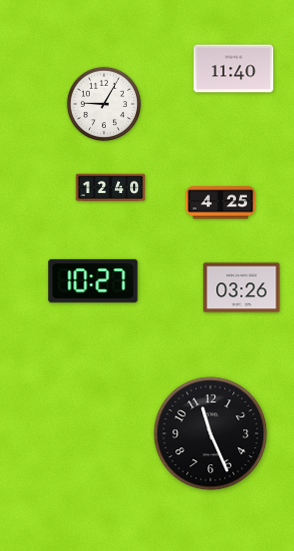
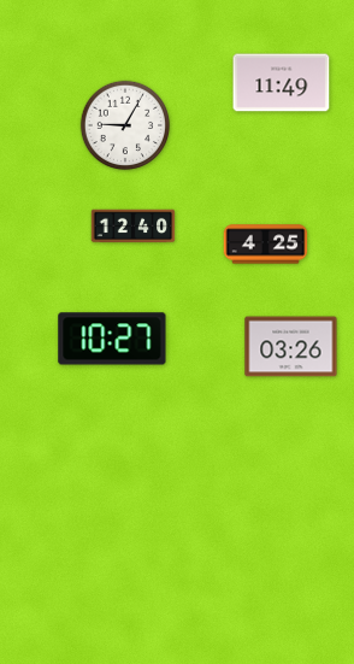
clock at (234, 69): 11:40 -> 11:49
clock at (211, 434): 11:26 -> none
